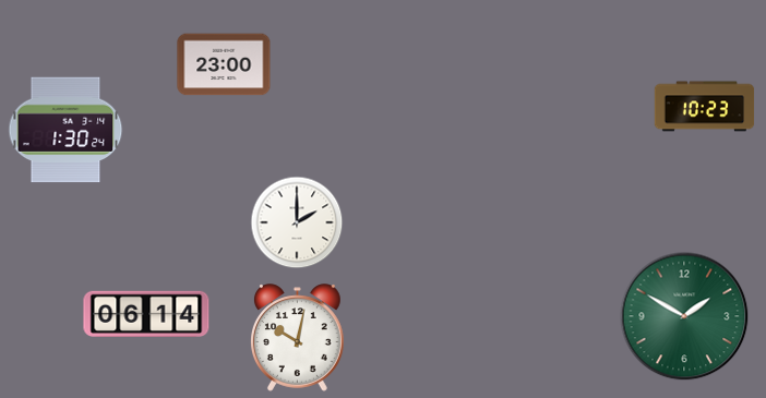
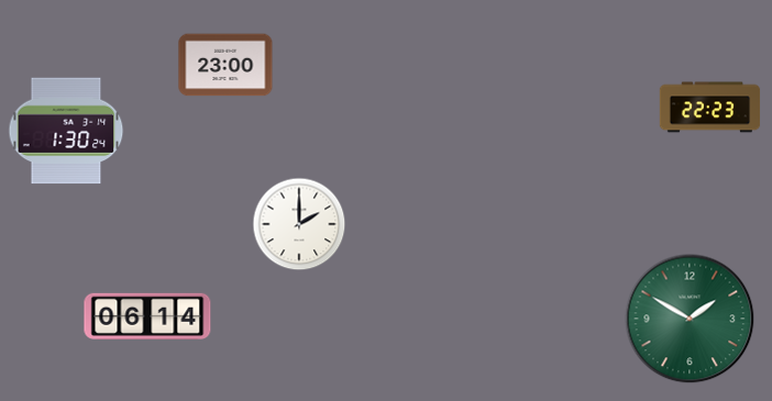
clock at (705, 107): 10:23 -> 22:23
clock at (298, 338): 10:02 -> none
